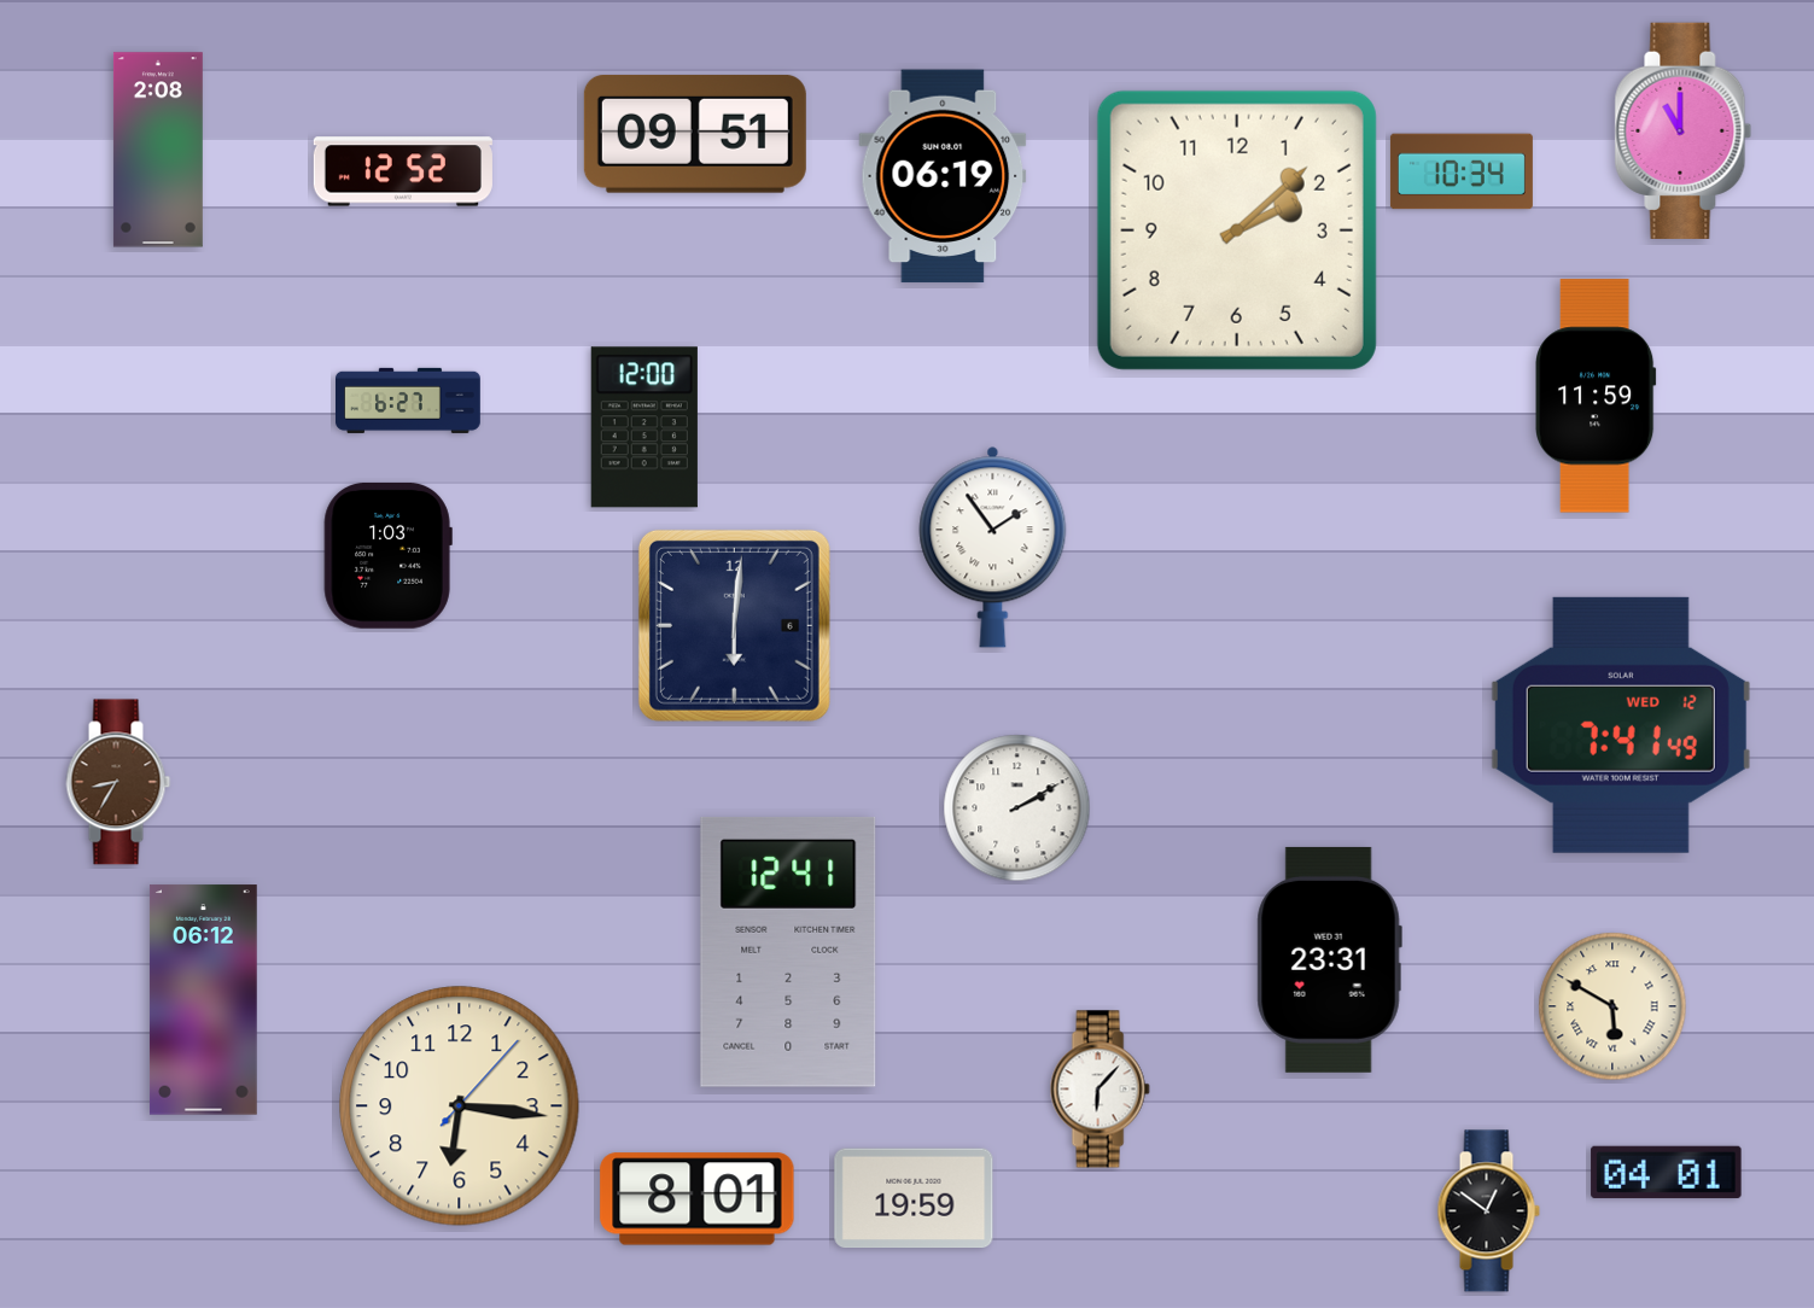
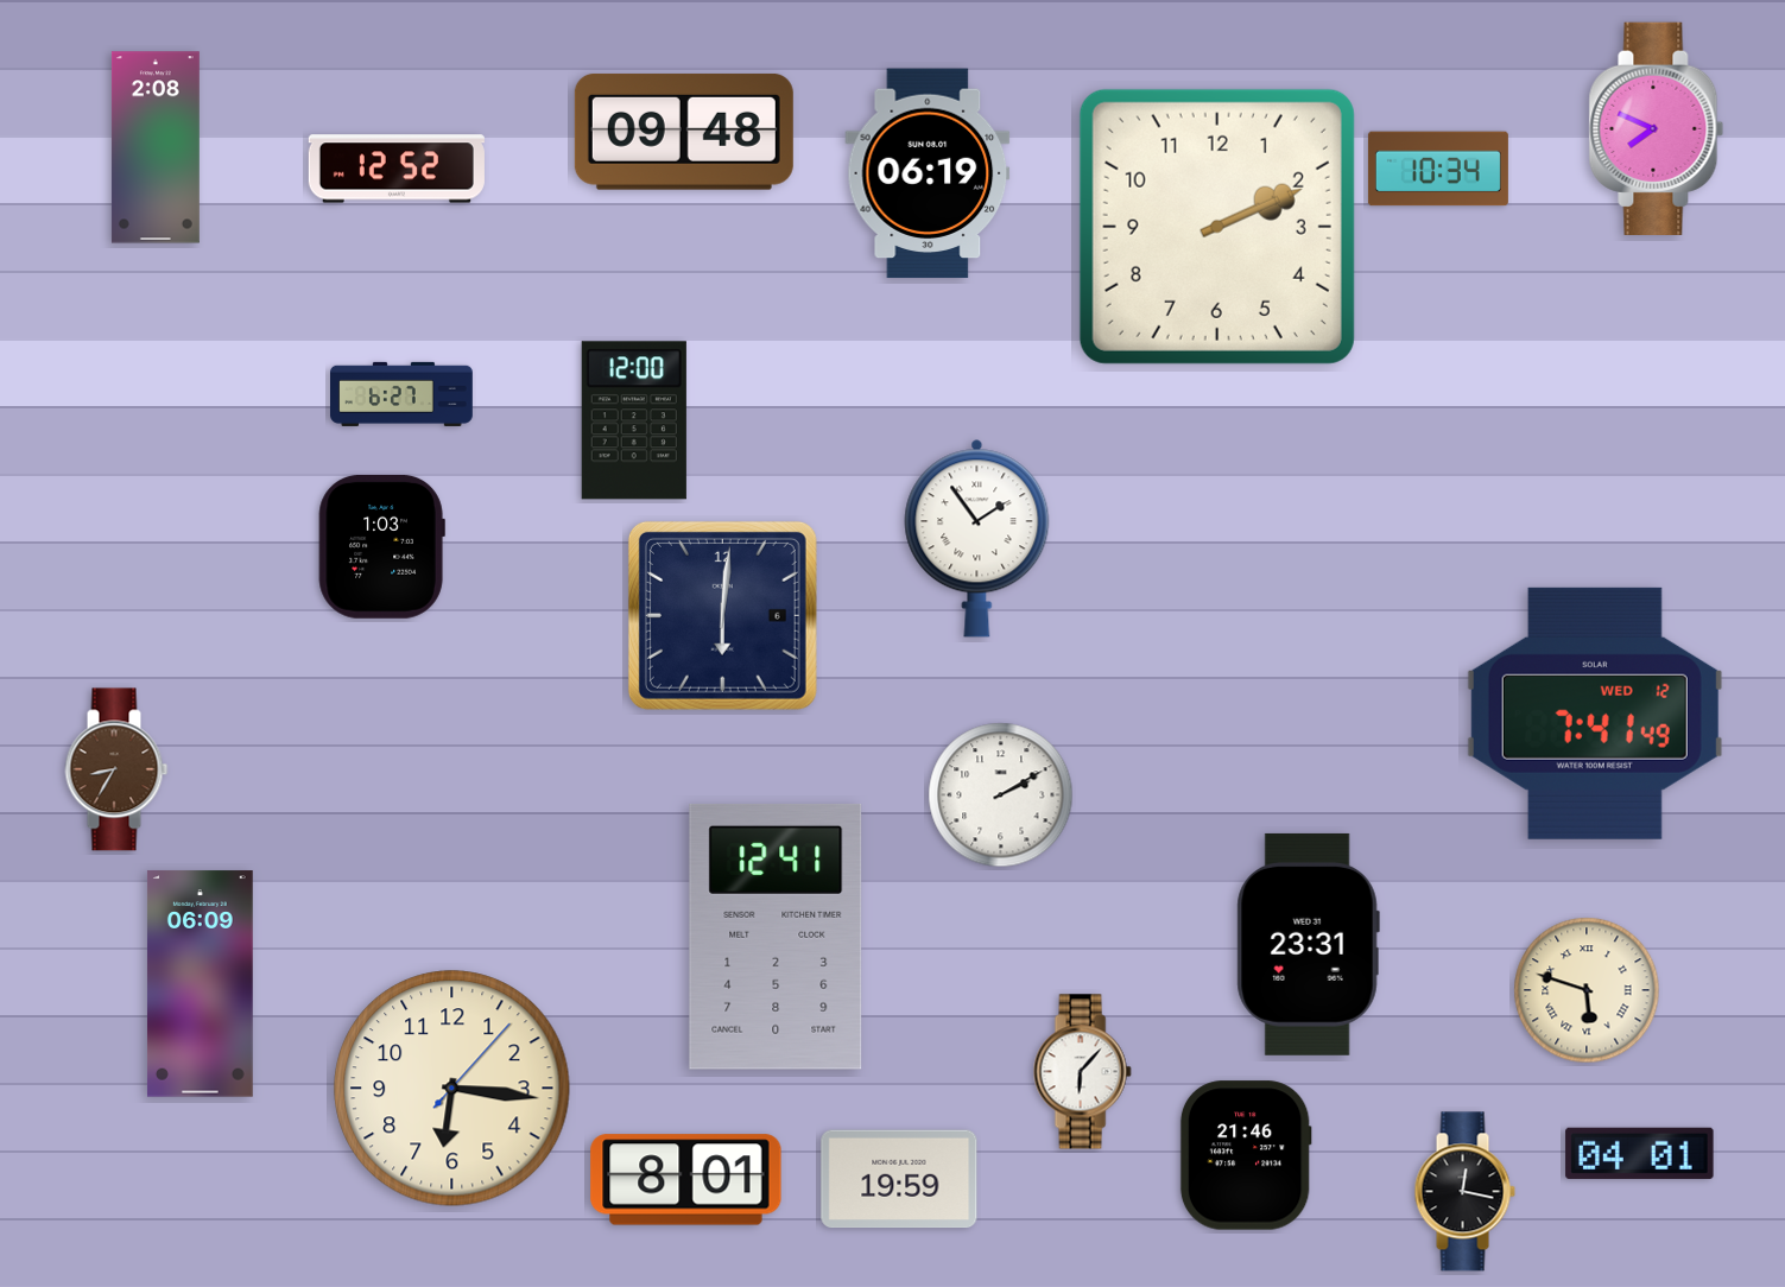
clock at (1684, 130): 11:00 -> 7:49
clock at (695, 134): 09:51 -> 09:48
clock at (1237, 230): 2:08 -> 2:11
clock at (1597, 396): 11:59 -> none
clock at (203, 1000): 06:12 -> 06:09
clock at (1612, 1006): 5:50 -> 5:48
clock at (1246, 1155): none -> 21:46
clock at (1488, 1211): 12:51 -> 12:17
